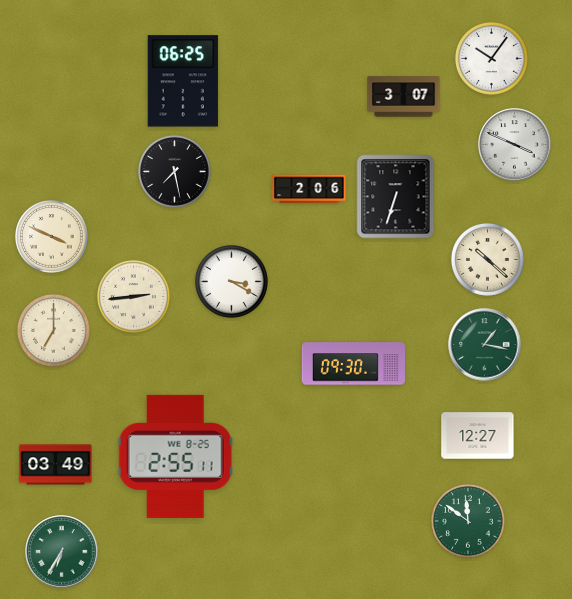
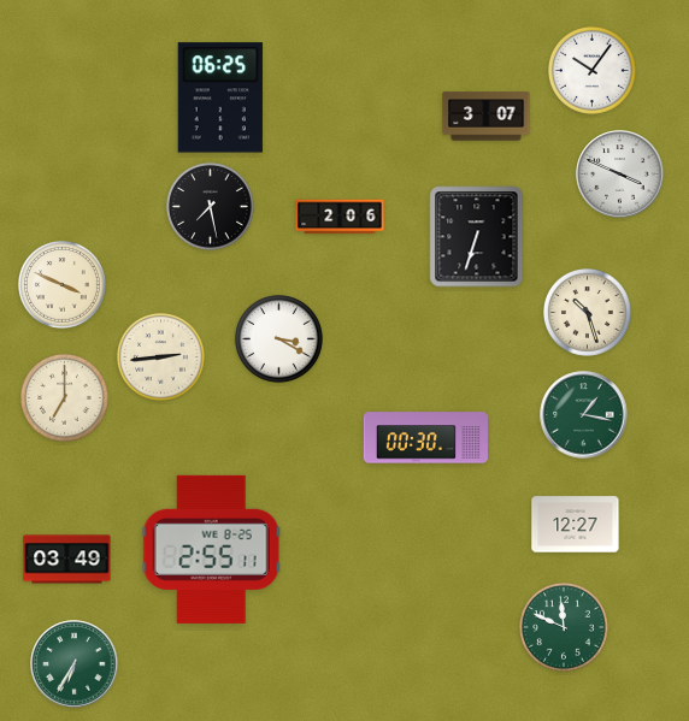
clock at (309, 189) position: (309, 189) -> (340, 217)
clock at (487, 259): 10:22 -> 10:27
clock at (353, 364): 09:30 -> 00:30
clock at (469, 522): 11:51 -> 11:49
